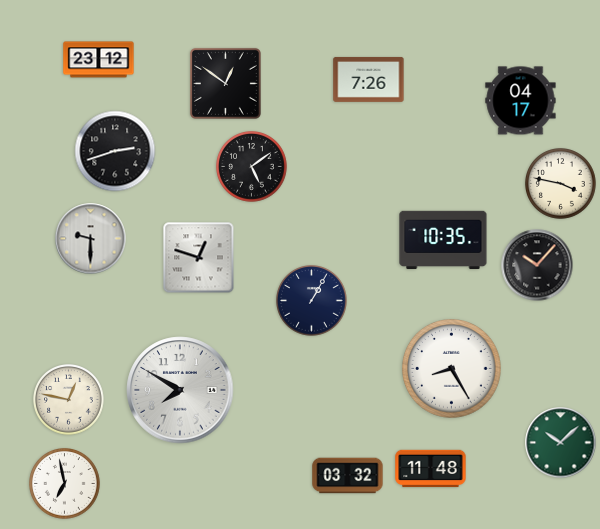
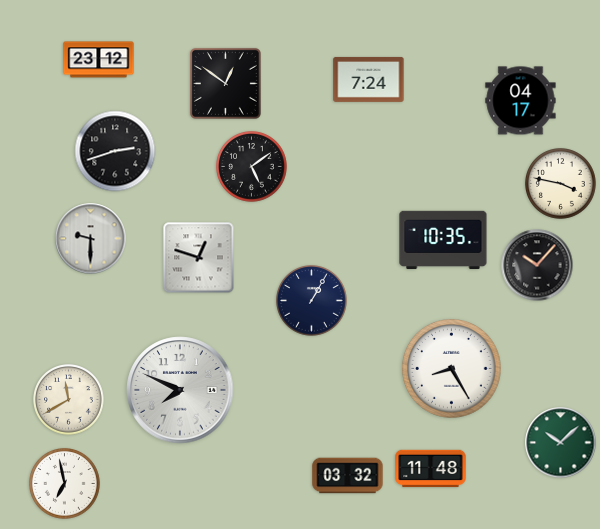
clock at (369, 79): 7:26 -> 7:24
clock at (180, 390): 7:50 -> 7:49
clock at (69, 400): 12:47 -> 11:40
